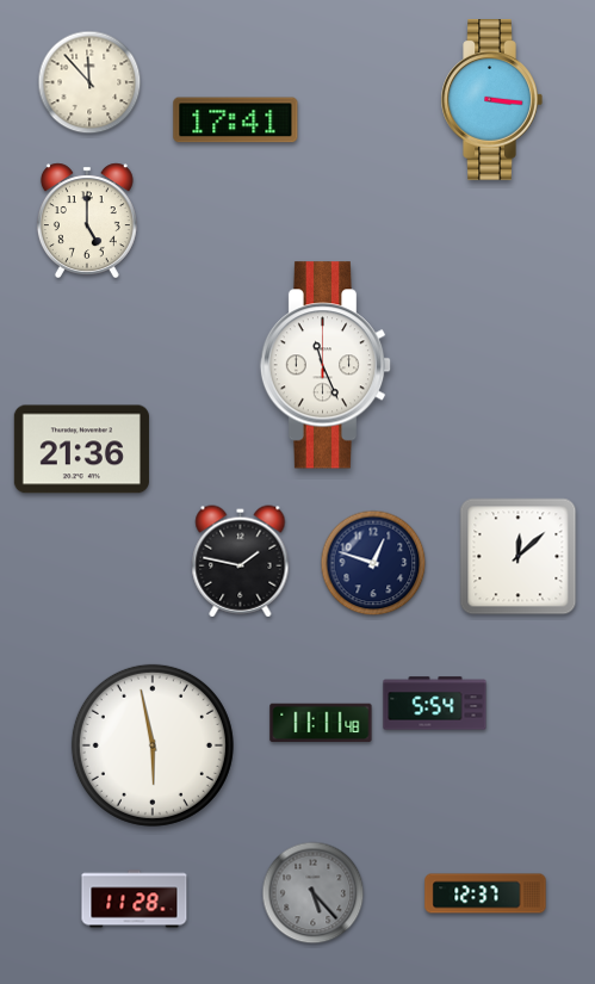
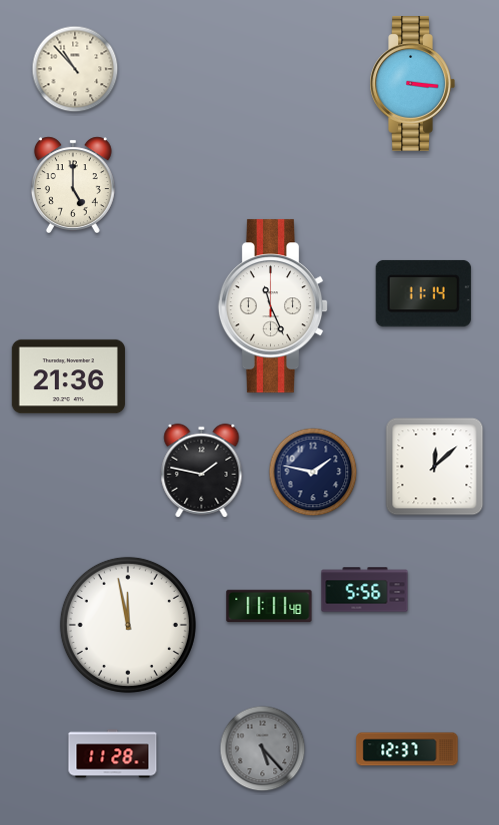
clock at (89, 82): 11:53 -> 10:53
clock at (236, 120): 17:41 -> none
clock at (423, 294): none -> 11:14
clock at (373, 563): 12:48 -> 1:47
clock at (435, 704): 5:54 -> 5:56
clock at (153, 745): 5:58 -> 11:58
